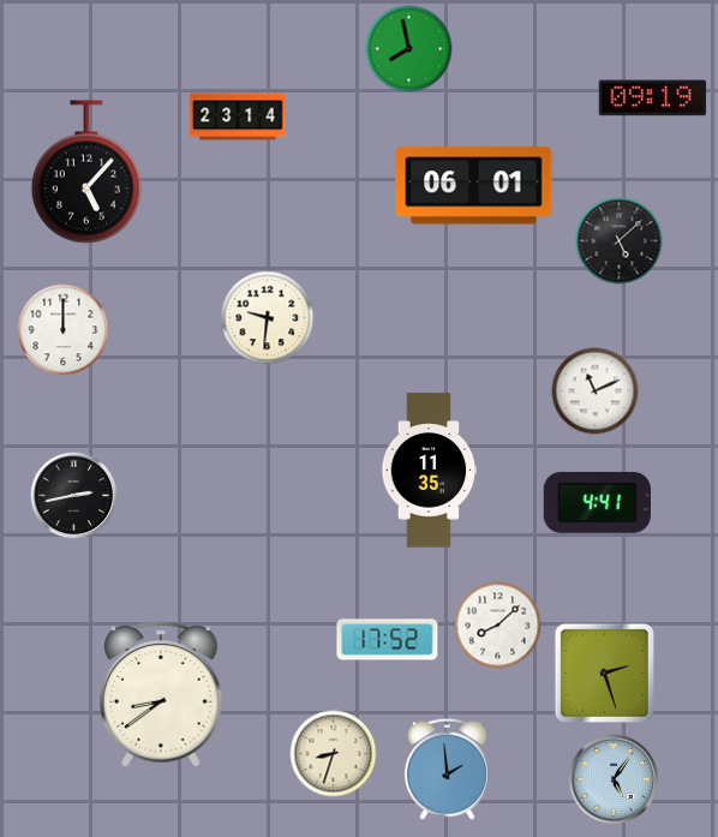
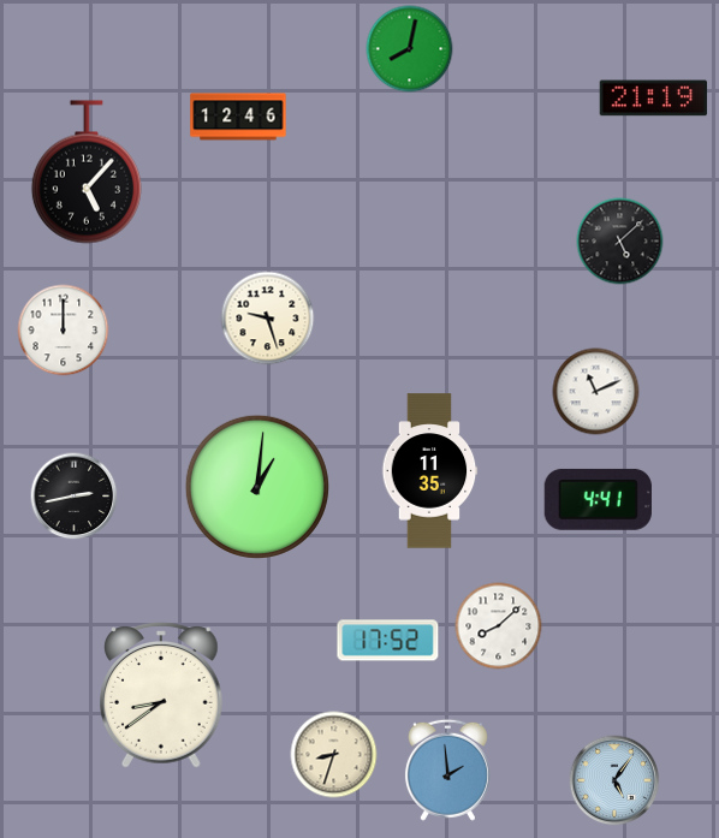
clock at (409, 49): 7:58 -> 8:02
clock at (653, 98): 09:19 -> 21:19
clock at (238, 116): 23:14 -> 12:46
clock at (474, 186): 06:01 -> none
clock at (268, 318): 9:31 -> 9:27
clock at (257, 487): none -> 1:01
clock at (597, 502) position: (597, 502) -> (598, 499)
clock at (604, 672): 2:27 -> none
